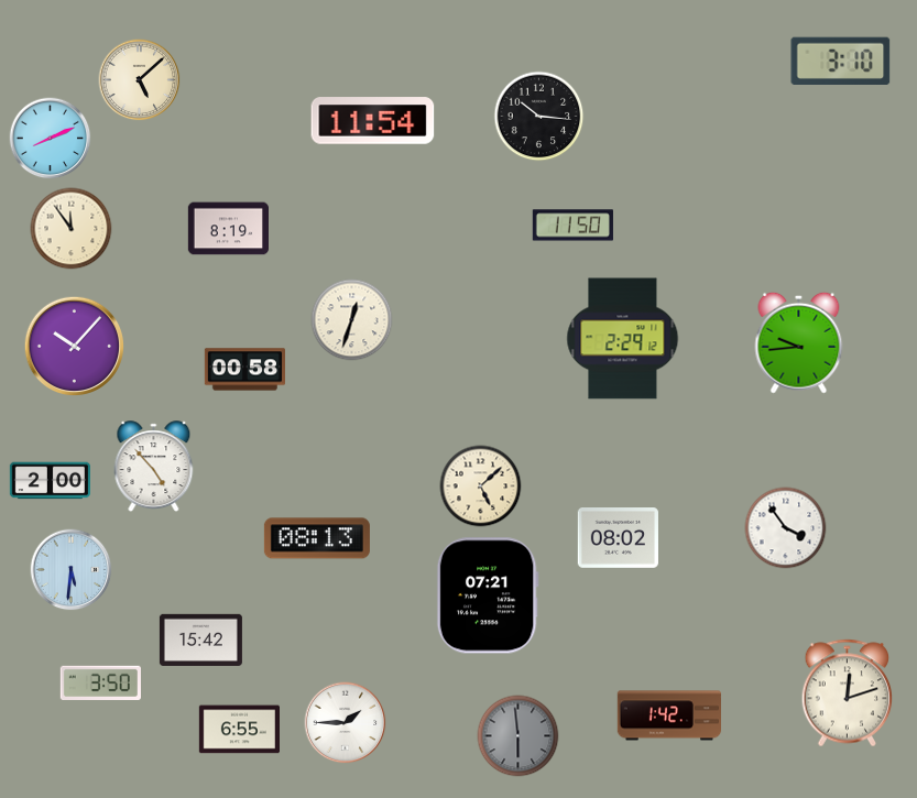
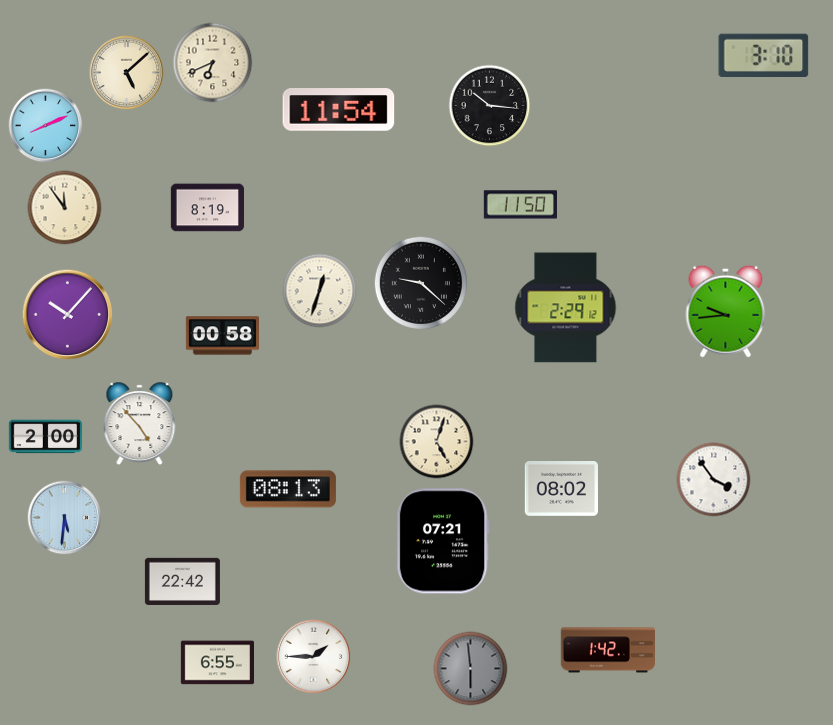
clock at (213, 63): none -> 6:41
clock at (421, 283): none -> 9:22
clock at (481, 487): 5:08 -> 5:03
clock at (200, 640): 15:42 -> 22:42
clock at (100, 682): 3:50 -> none
clock at (848, 693): 12:12 -> none
